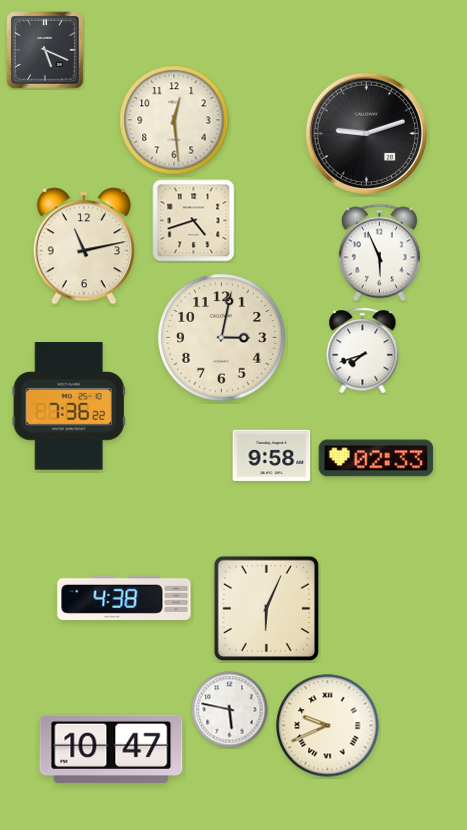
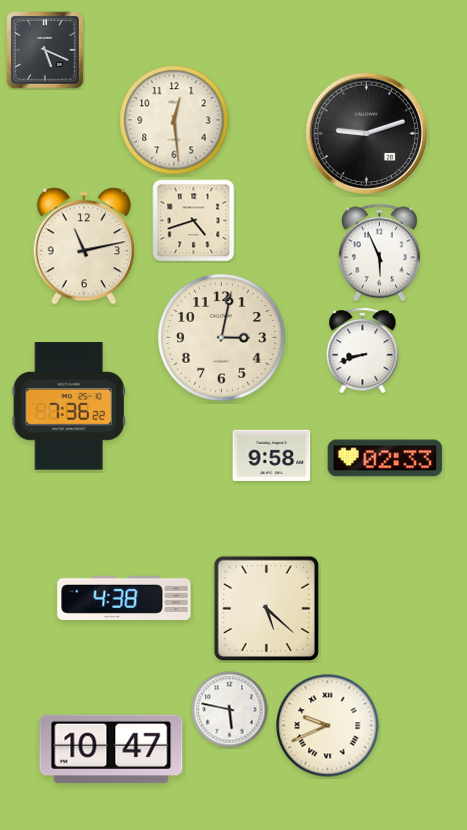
clock at (363, 351): 7:42 -> 8:42
clock at (376, 458) position: (376, 458) -> (385, 458)
clock at (267, 609): 6:04 -> 5:22
